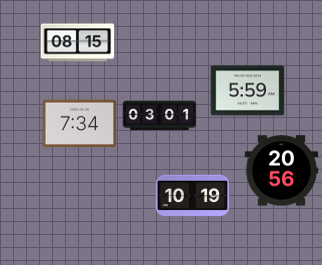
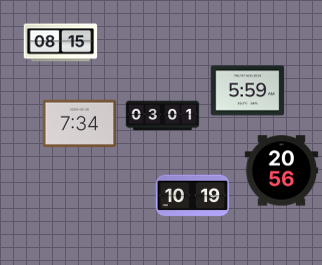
clock at (78, 43) position: (78, 43) -> (61, 43)
clock at (160, 116) position: (160, 116) -> (163, 116)
